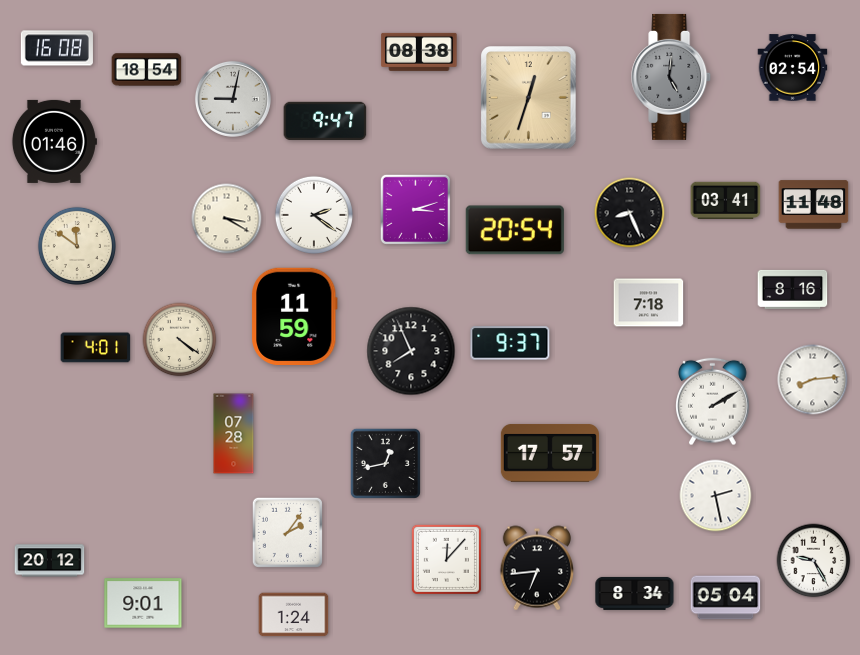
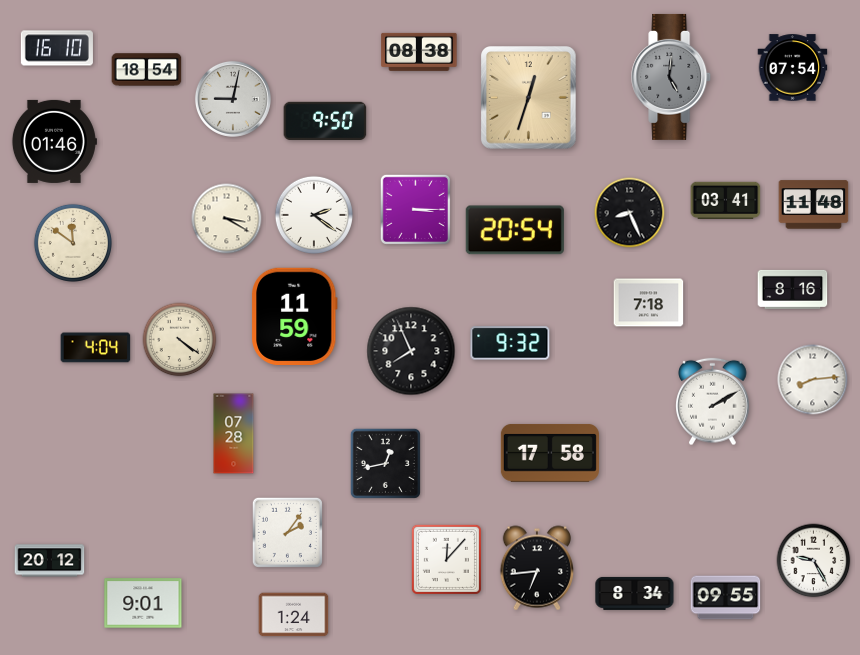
clock at (57, 48): 16:08 -> 16:10
clock at (793, 68): 02:54 -> 07:54
clock at (325, 120): 9:47 -> 9:50
clock at (415, 209): 3:12 -> 3:15
clock at (77, 246) position: (77, 246) -> (73, 243)
clock at (510, 343): 9:37 -> 9:32
clock at (96, 348): 4:01 -> 4:04
clock at (550, 453): 17:57 -> 17:58
clock at (716, 496): 2:28 -> none
clock at (726, 598): 05:04 -> 09:55
